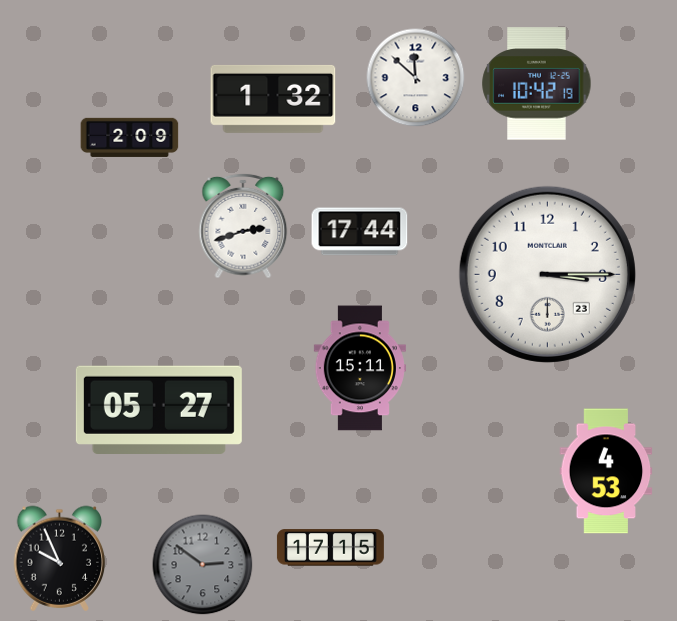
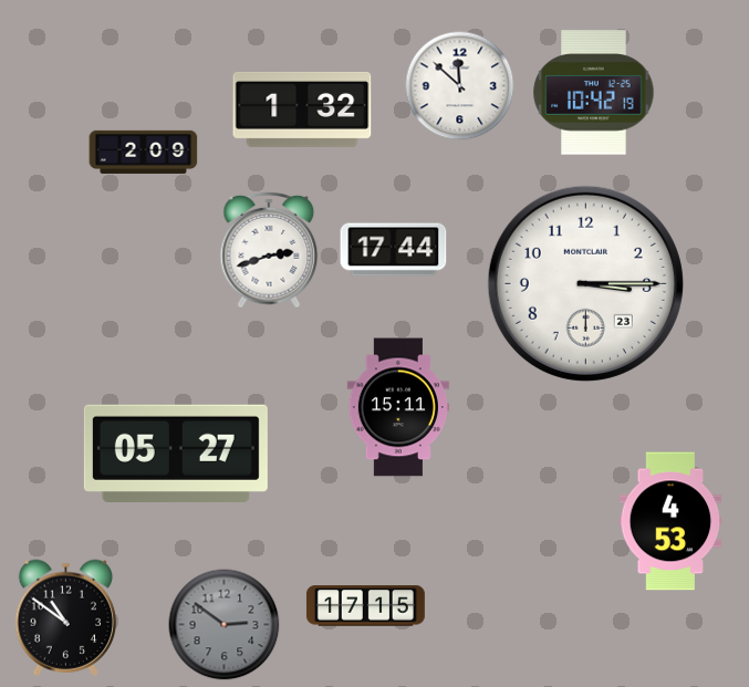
clock at (360, 232) position: (360, 232) -> (394, 250)
clock at (547, 274) position: (547, 274) -> (585, 283)
clock at (60, 558): 9:56 -> 10:51
